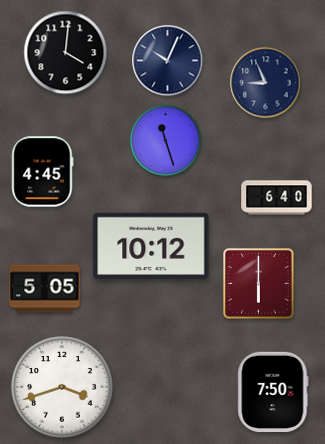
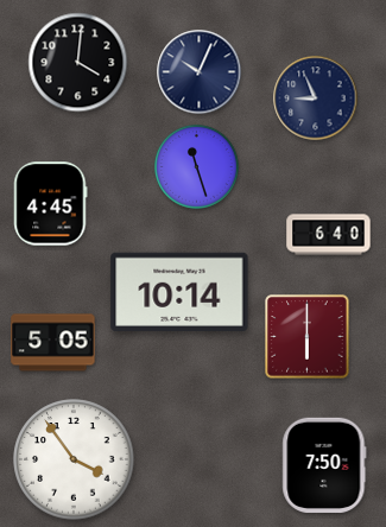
clock at (151, 246): 10:12 -> 10:14
clock at (62, 387): 3:42 -> 3:54
